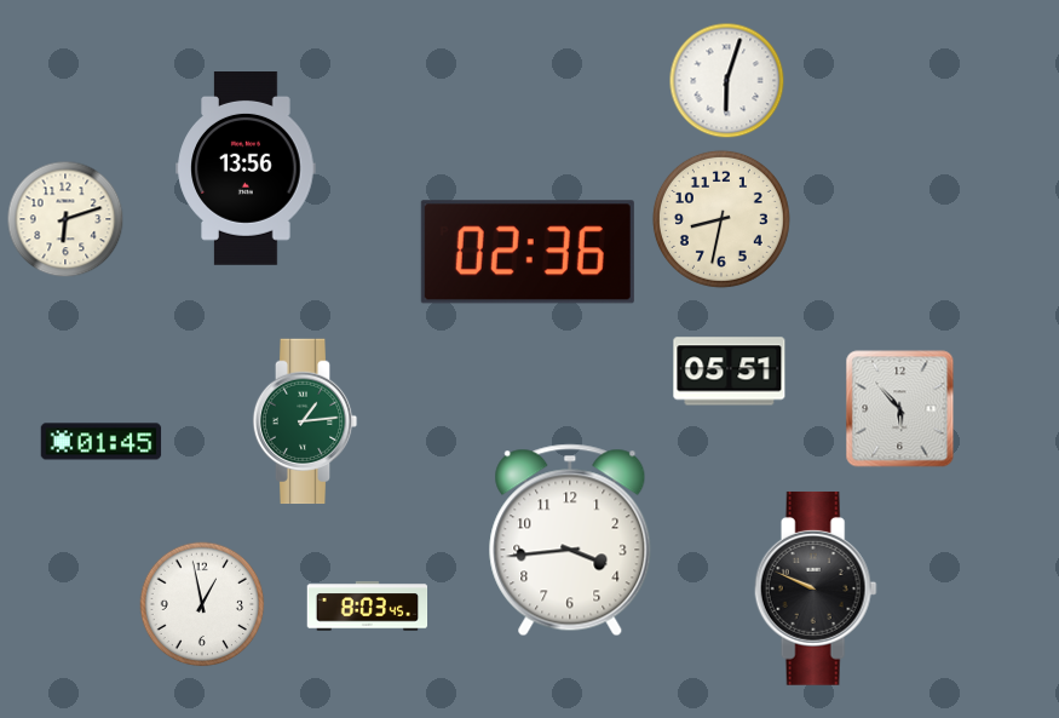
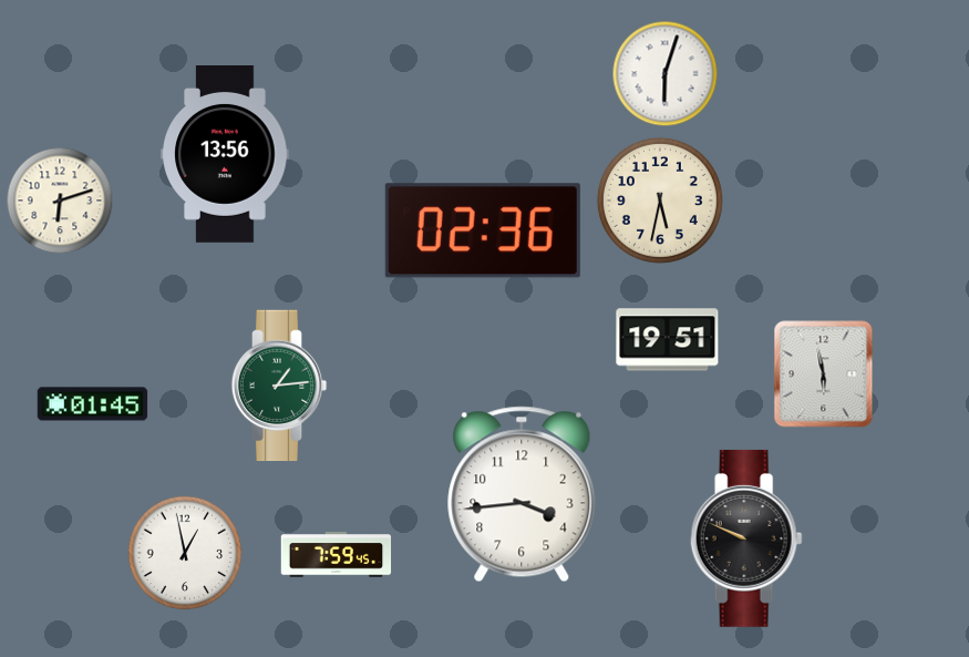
clock at (721, 219): 8:32 -> 5:32
clock at (730, 372): 05:51 -> 19:51
clock at (900, 409): 5:53 -> 5:58
clock at (368, 607): 8:03 -> 7:59
